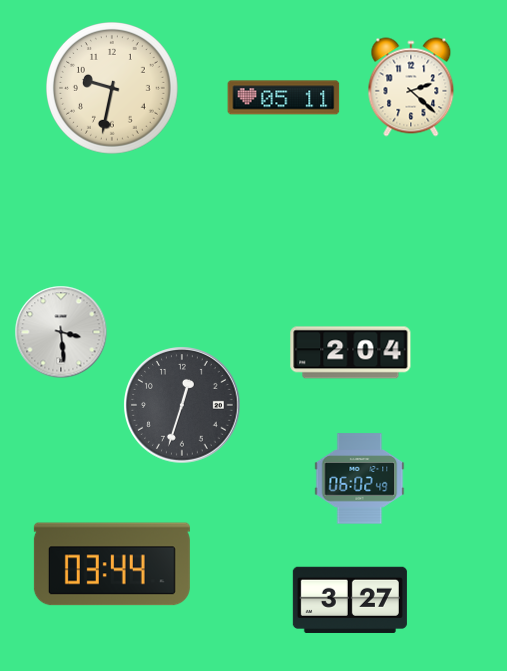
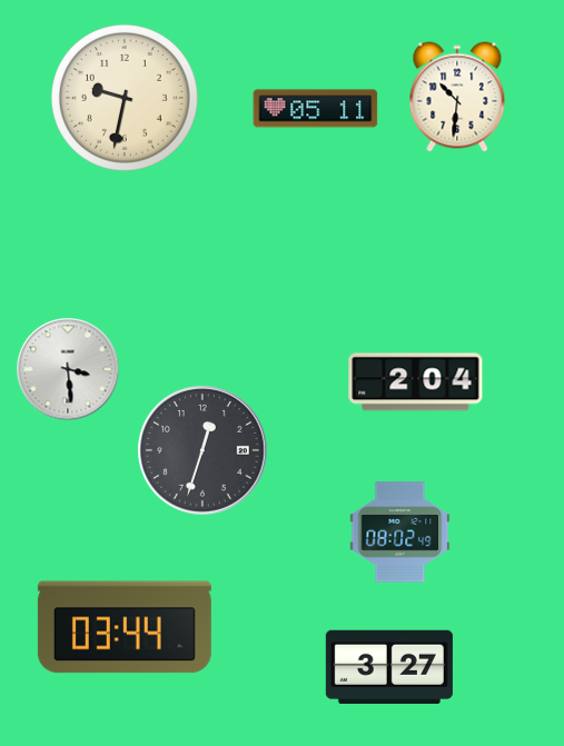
clock at (411, 87): 2:22 -> 10:31
clock at (351, 353) position: (351, 353) -> (416, 382)
clock at (360, 479): 06:02 -> 08:02
